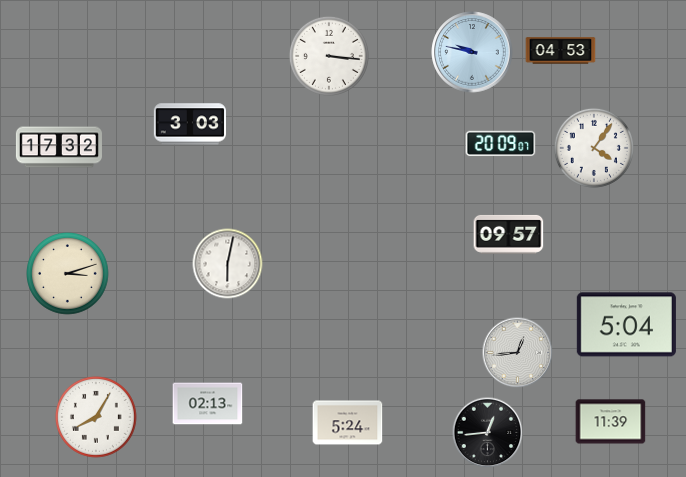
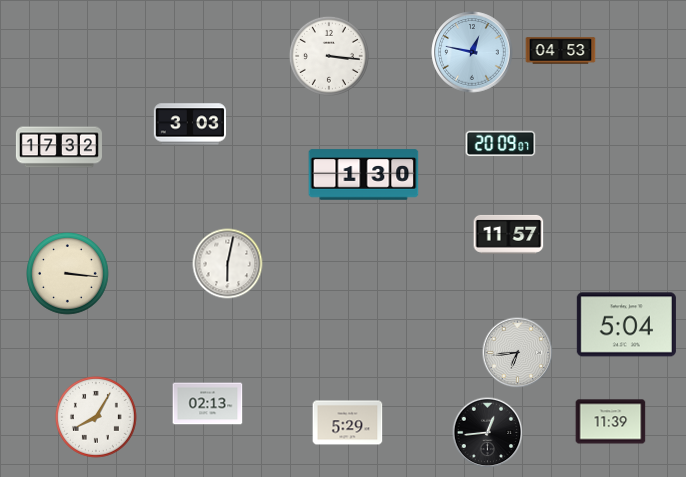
clock at (472, 52): 9:47 -> 12:47
clock at (594, 148): 4:06 -> none
clock at (364, 175): none -> 1:30
clock at (509, 234): 09:57 -> 11:57
clock at (68, 274): 3:12 -> 3:16
clock at (518, 353): 12:44 -> 6:44
clock at (348, 423): 5:24 -> 5:29
